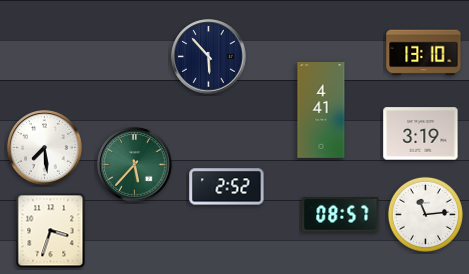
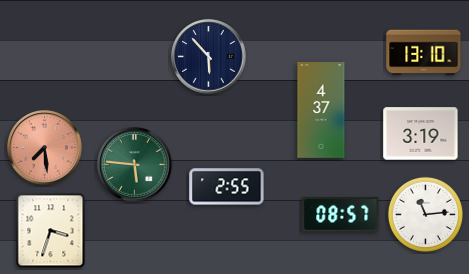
clock at (321, 111): 4:41 -> 4:37
clock at (45, 148) dial: white -> salmon
clock at (135, 165): 5:37 -> 5:46
clock at (227, 187): 2:52 -> 2:55
